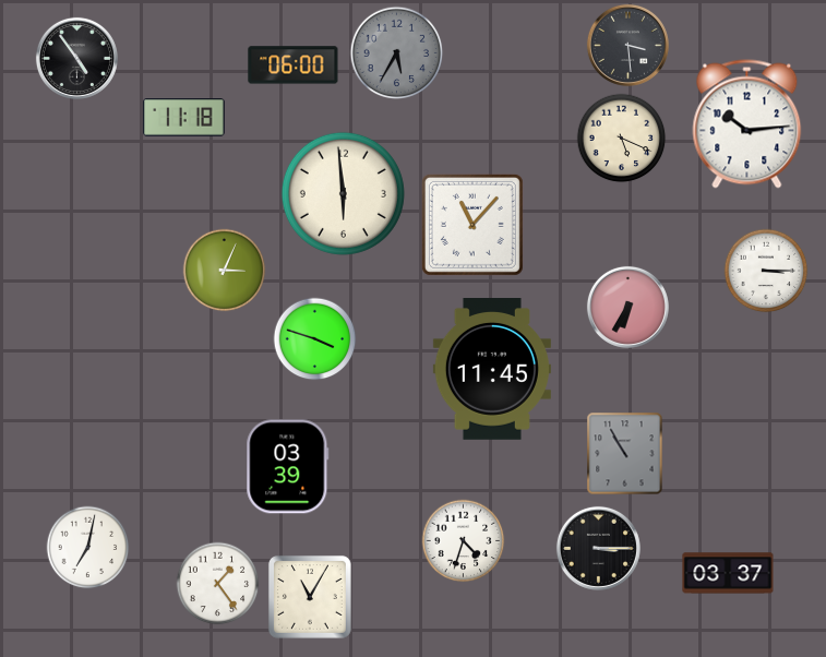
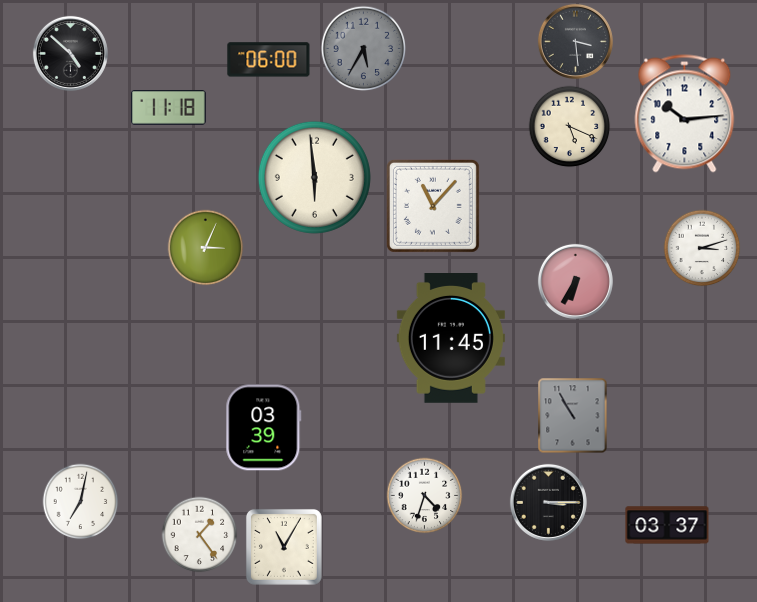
clock at (76, 58): 4:54 -> 4:52
clock at (766, 271): 3:15 -> 3:12
clock at (315, 339): 3:48 -> none
